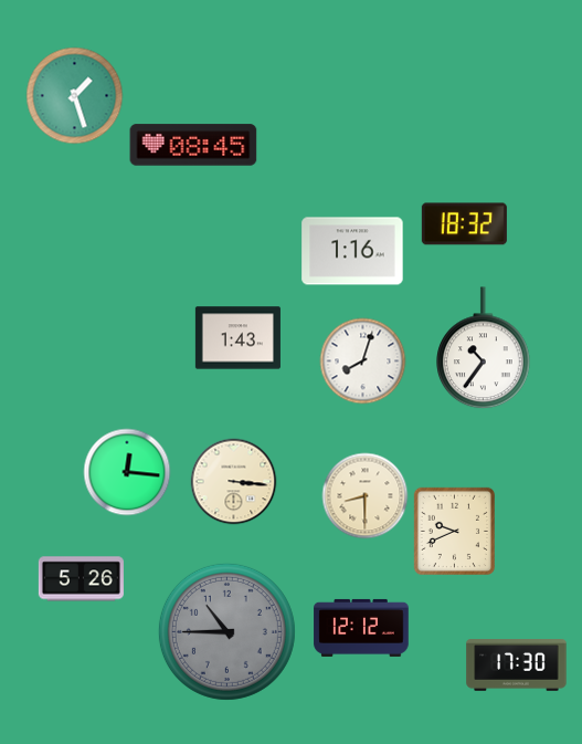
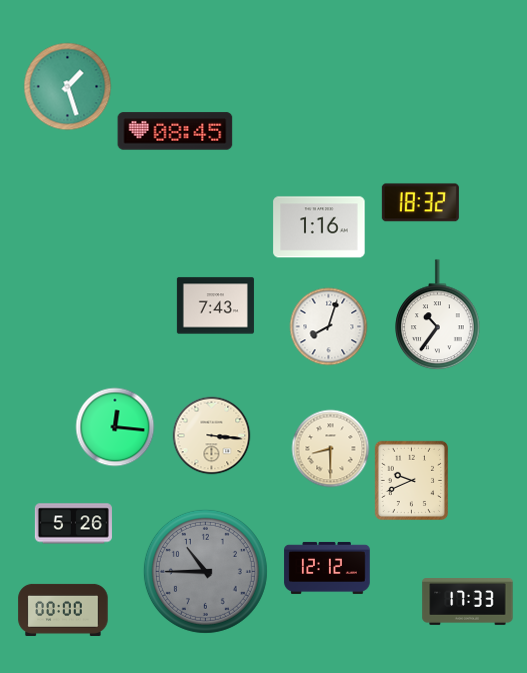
clock at (237, 338): 1:43 -> 7:43
clock at (517, 666): 17:30 -> 17:33
clock at (63, 610): none -> 00:00
